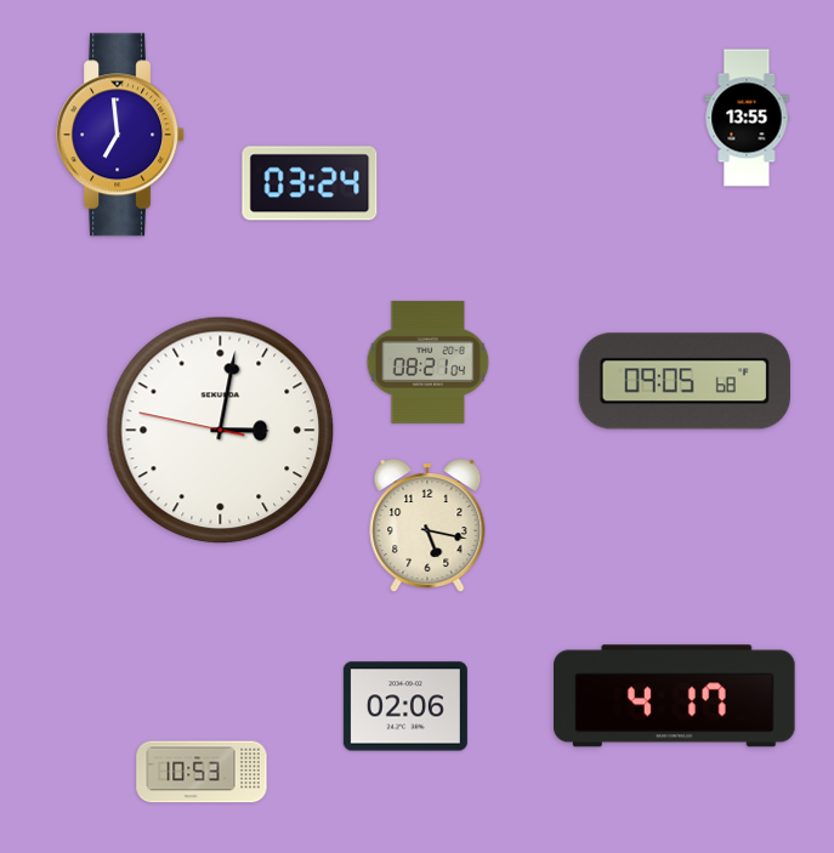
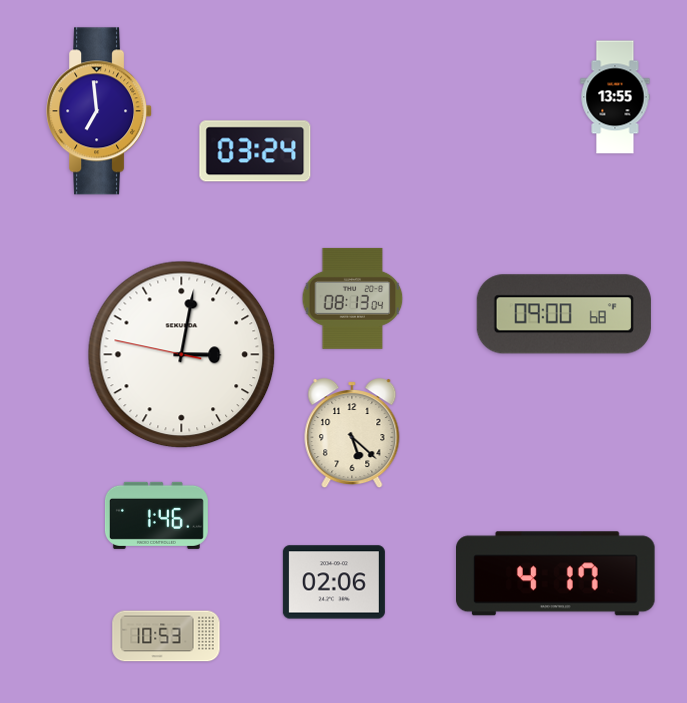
clock at (429, 362): 08:21 -> 08:13
clock at (685, 381): 09:05 -> 09:00
clock at (427, 527): 5:17 -> 5:22
clock at (156, 515): none -> 1:46
